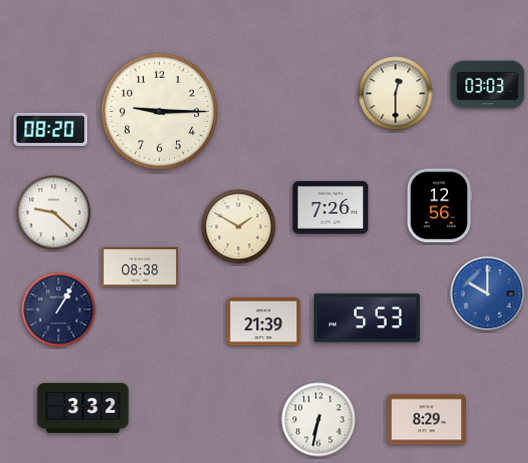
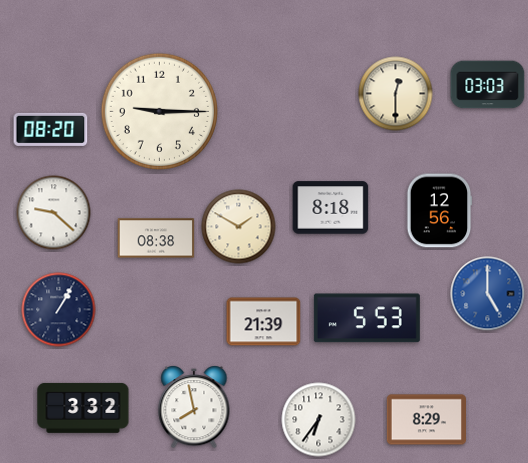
clock at (439, 206) position: (439, 206) -> (439, 211)
clock at (331, 208): 7:26 -> 8:18
clock at (140, 267) position: (140, 267) -> (156, 238)
clock at (488, 294): 10:00 -> 5:00
clock at (194, 407): none -> 7:58
clock at (319, 420): 6:32 -> 6:36
